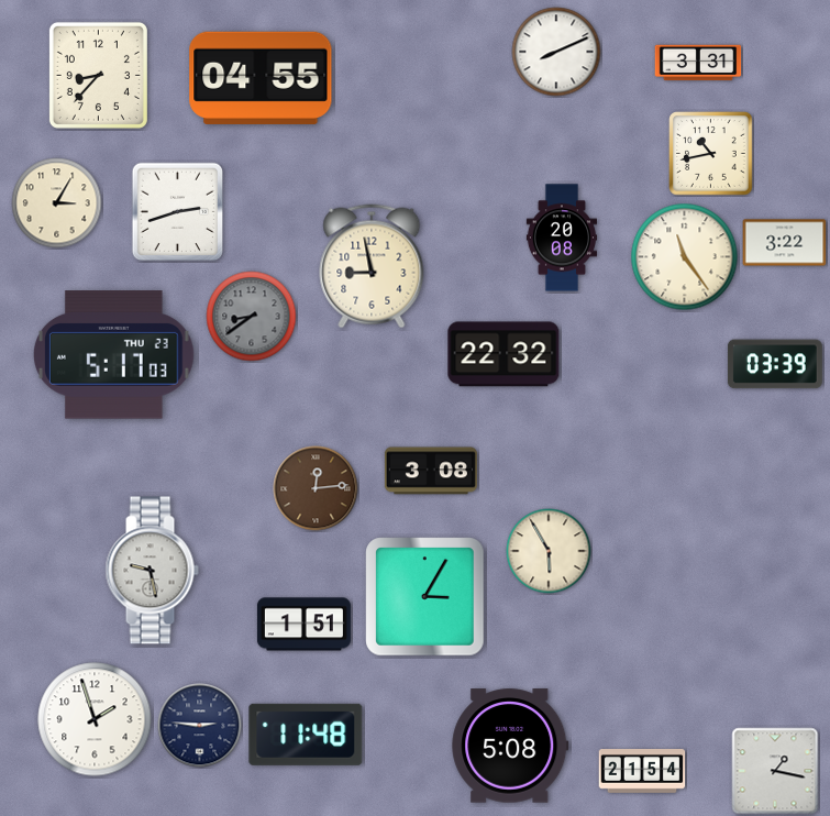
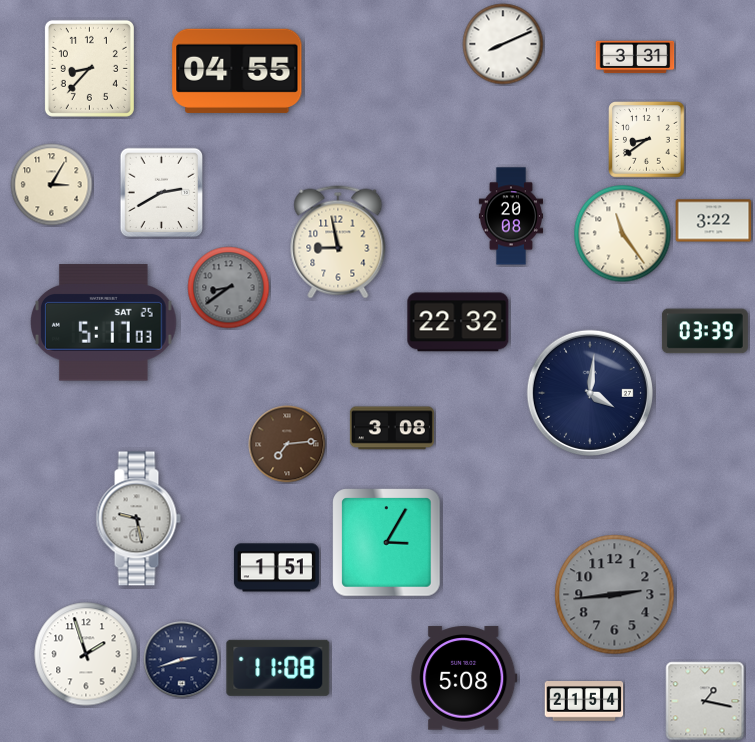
clock at (556, 52) position: (556, 52) -> (503, 44)
clock at (711, 154): 10:43 -> 8:39
clock at (178, 212): 2:42 -> 2:40
clock at (114, 355) date: THU 23 -> SAT 25
clock at (590, 393): none -> 4:01
clock at (316, 488): 12:14 -> 7:14
clock at (549, 551): 5:55 -> none
clock at (615, 595): none -> 2:44
clock at (200, 726): 2:46 -> 2:42
clock at (306, 735): 11:48 -> 11:08
